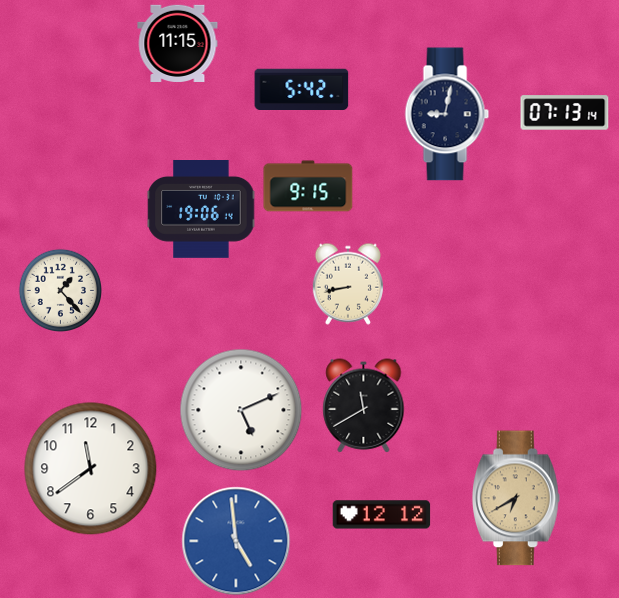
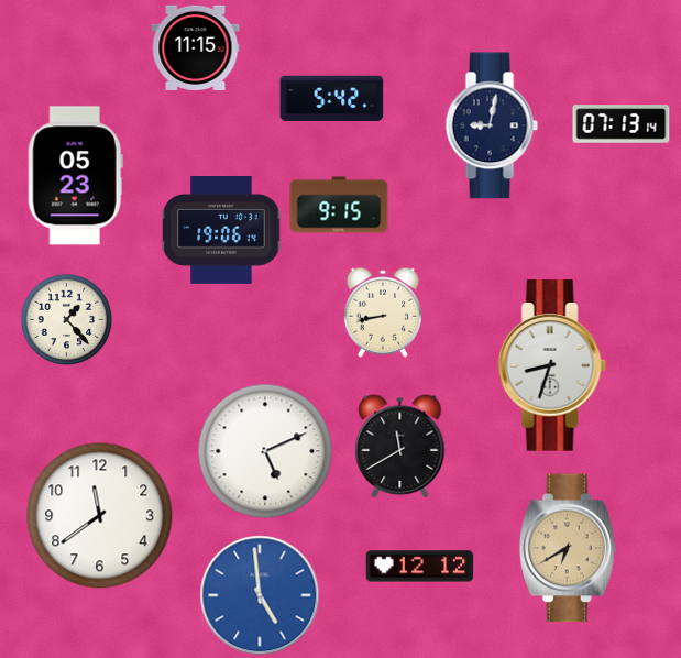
clock at (75, 176): none -> 05:23
clock at (552, 365): none -> 8:33
